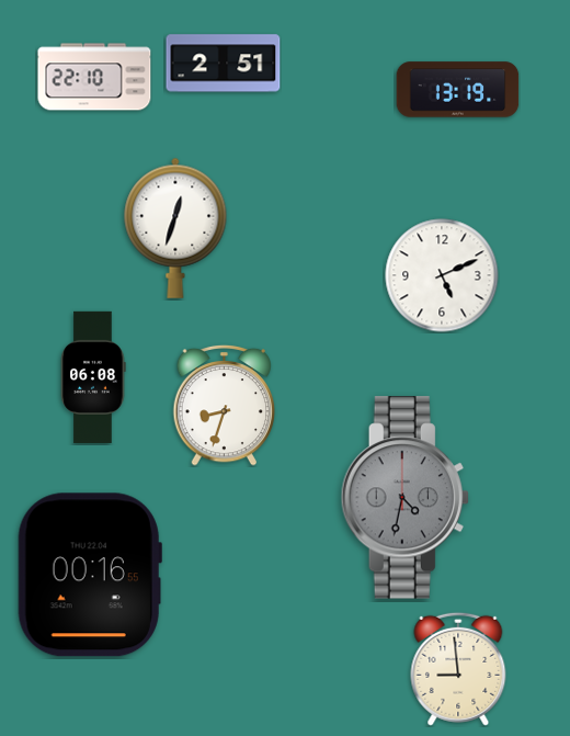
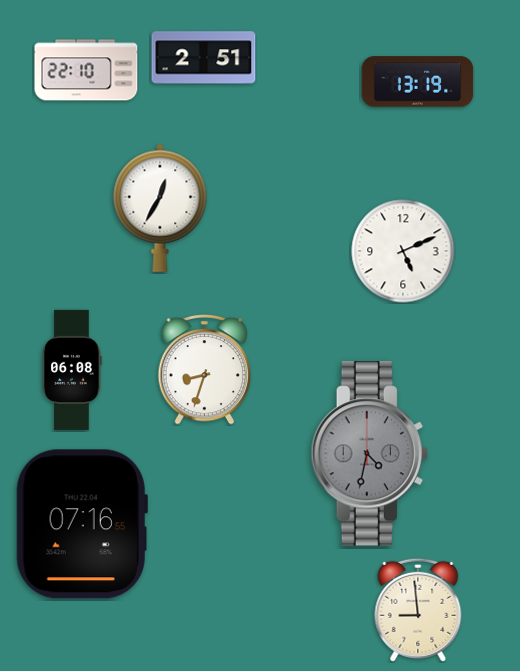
clock at (175, 228): 12:33 -> 12:35
clock at (93, 377) position: (93, 377) -> (72, 370)
clock at (90, 575): 00:16 -> 07:16
